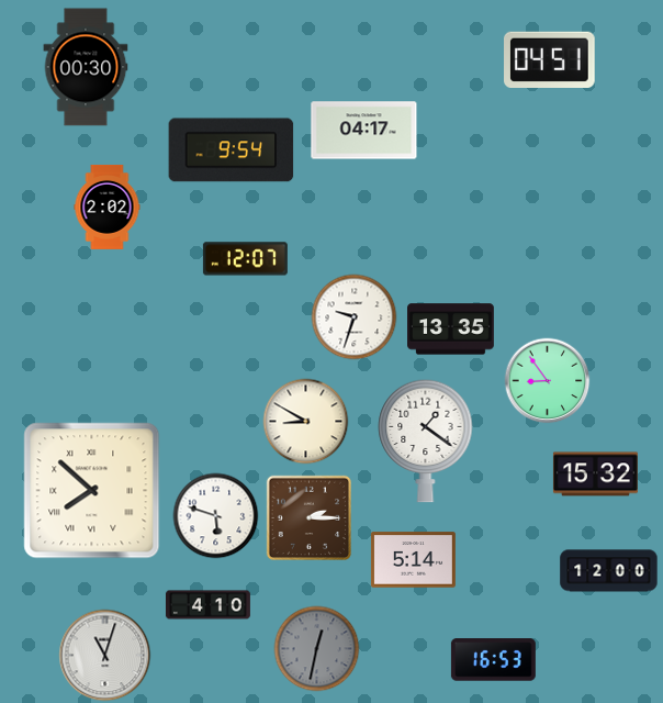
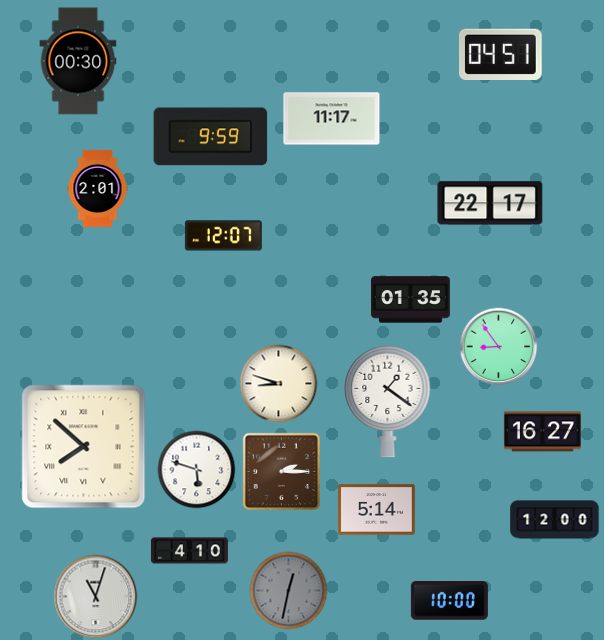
clock at (364, 131): 04:17 -> 11:17
clock at (232, 150): 9:54 -> 9:59
clock at (108, 207): 2:02 -> 2:01
clock at (490, 203): none -> 22:17
clock at (353, 316): 9:33 -> none
clock at (451, 330): 13:35 -> 01:35
clock at (305, 421): 8:50 -> 8:48
clock at (595, 475): 15:32 -> 16:27
clock at (493, 660): 16:53 -> 10:00
